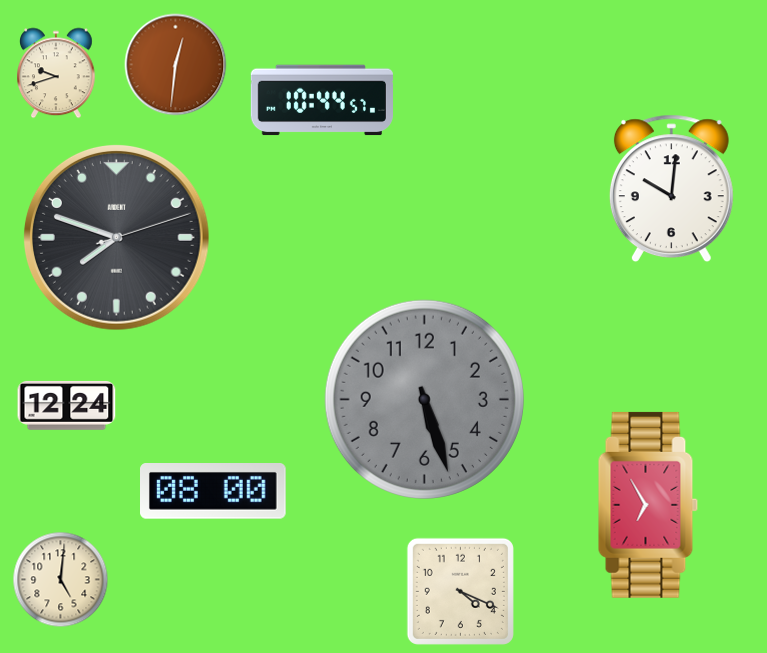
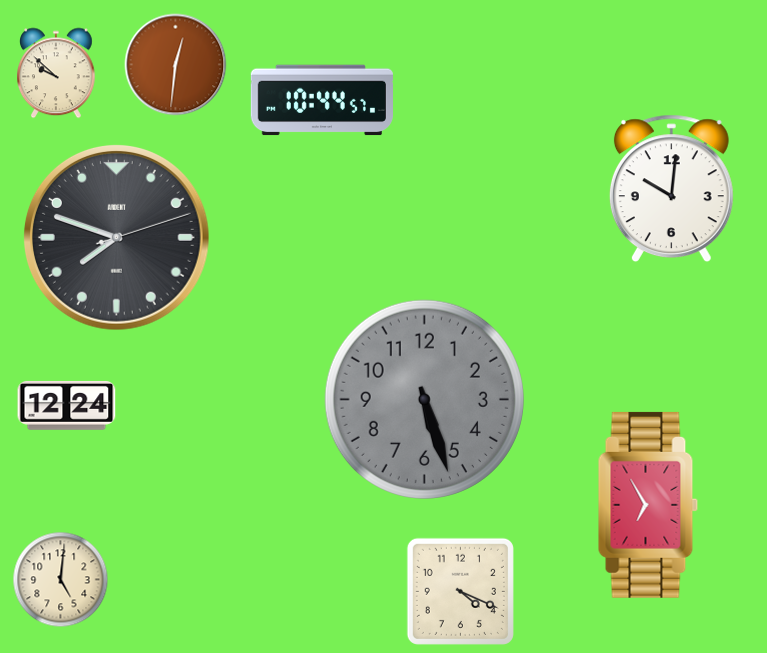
clock at (57, 73): 9:42 -> 9:52
clock at (214, 492): 08:00 -> none
